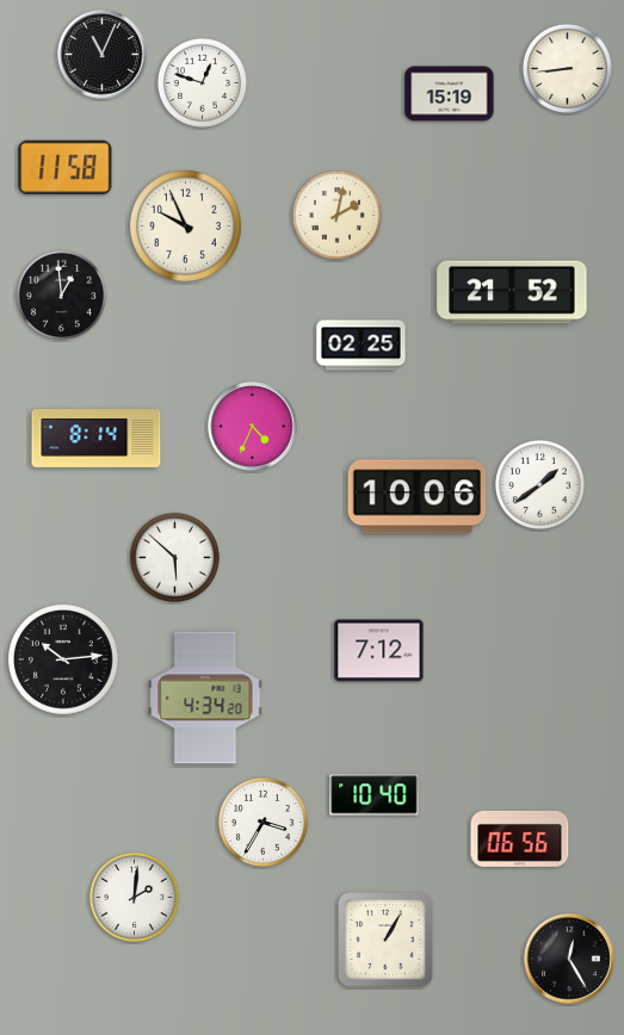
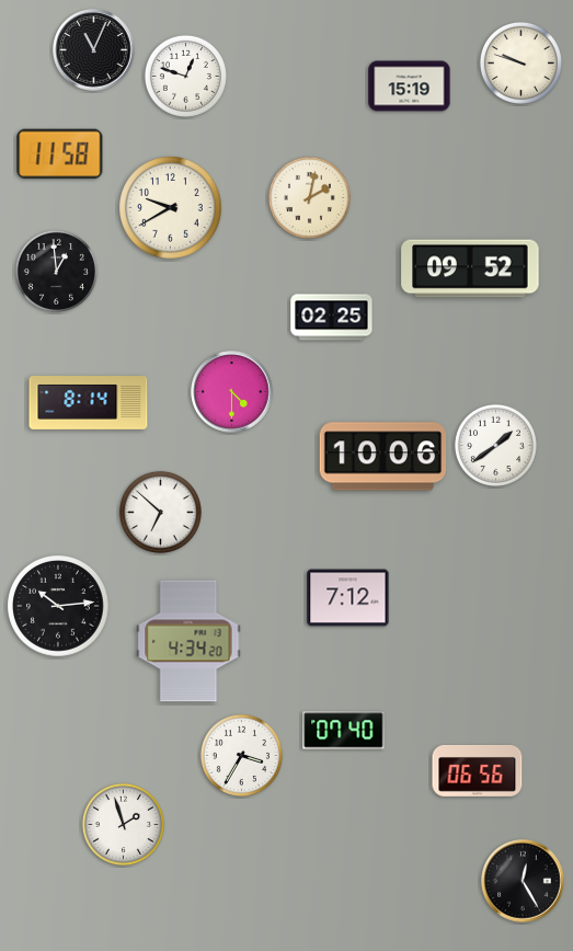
clock at (567, 68): 8:44 -> 9:48
clock at (450, 94) position: (450, 94) -> (410, 87)
clock at (186, 227): 9:56 -> 9:40
clock at (512, 292): 21:52 -> 09:52
clock at (253, 427): 4:34 -> 4:30
clock at (174, 557): 5:52 -> 6:52
clock at (375, 795): 10:40 -> 07:40
clock at (134, 897): 2:01 -> 1:57
clock at (387, 941): 1:05 -> none
